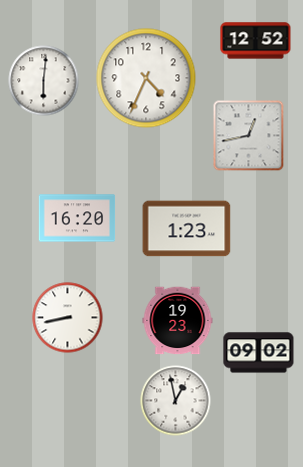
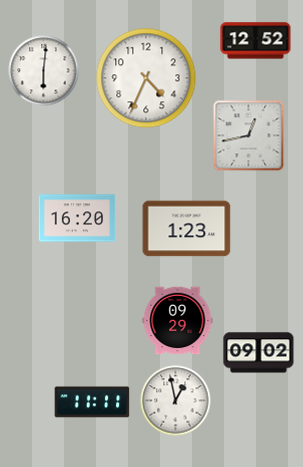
clock at (44, 81) position: (44, 81) -> (44, 71)
clock at (68, 318): 8:43 -> none
clock at (178, 321): 19:23 -> 09:29
clock at (92, 402): none -> 11:11
